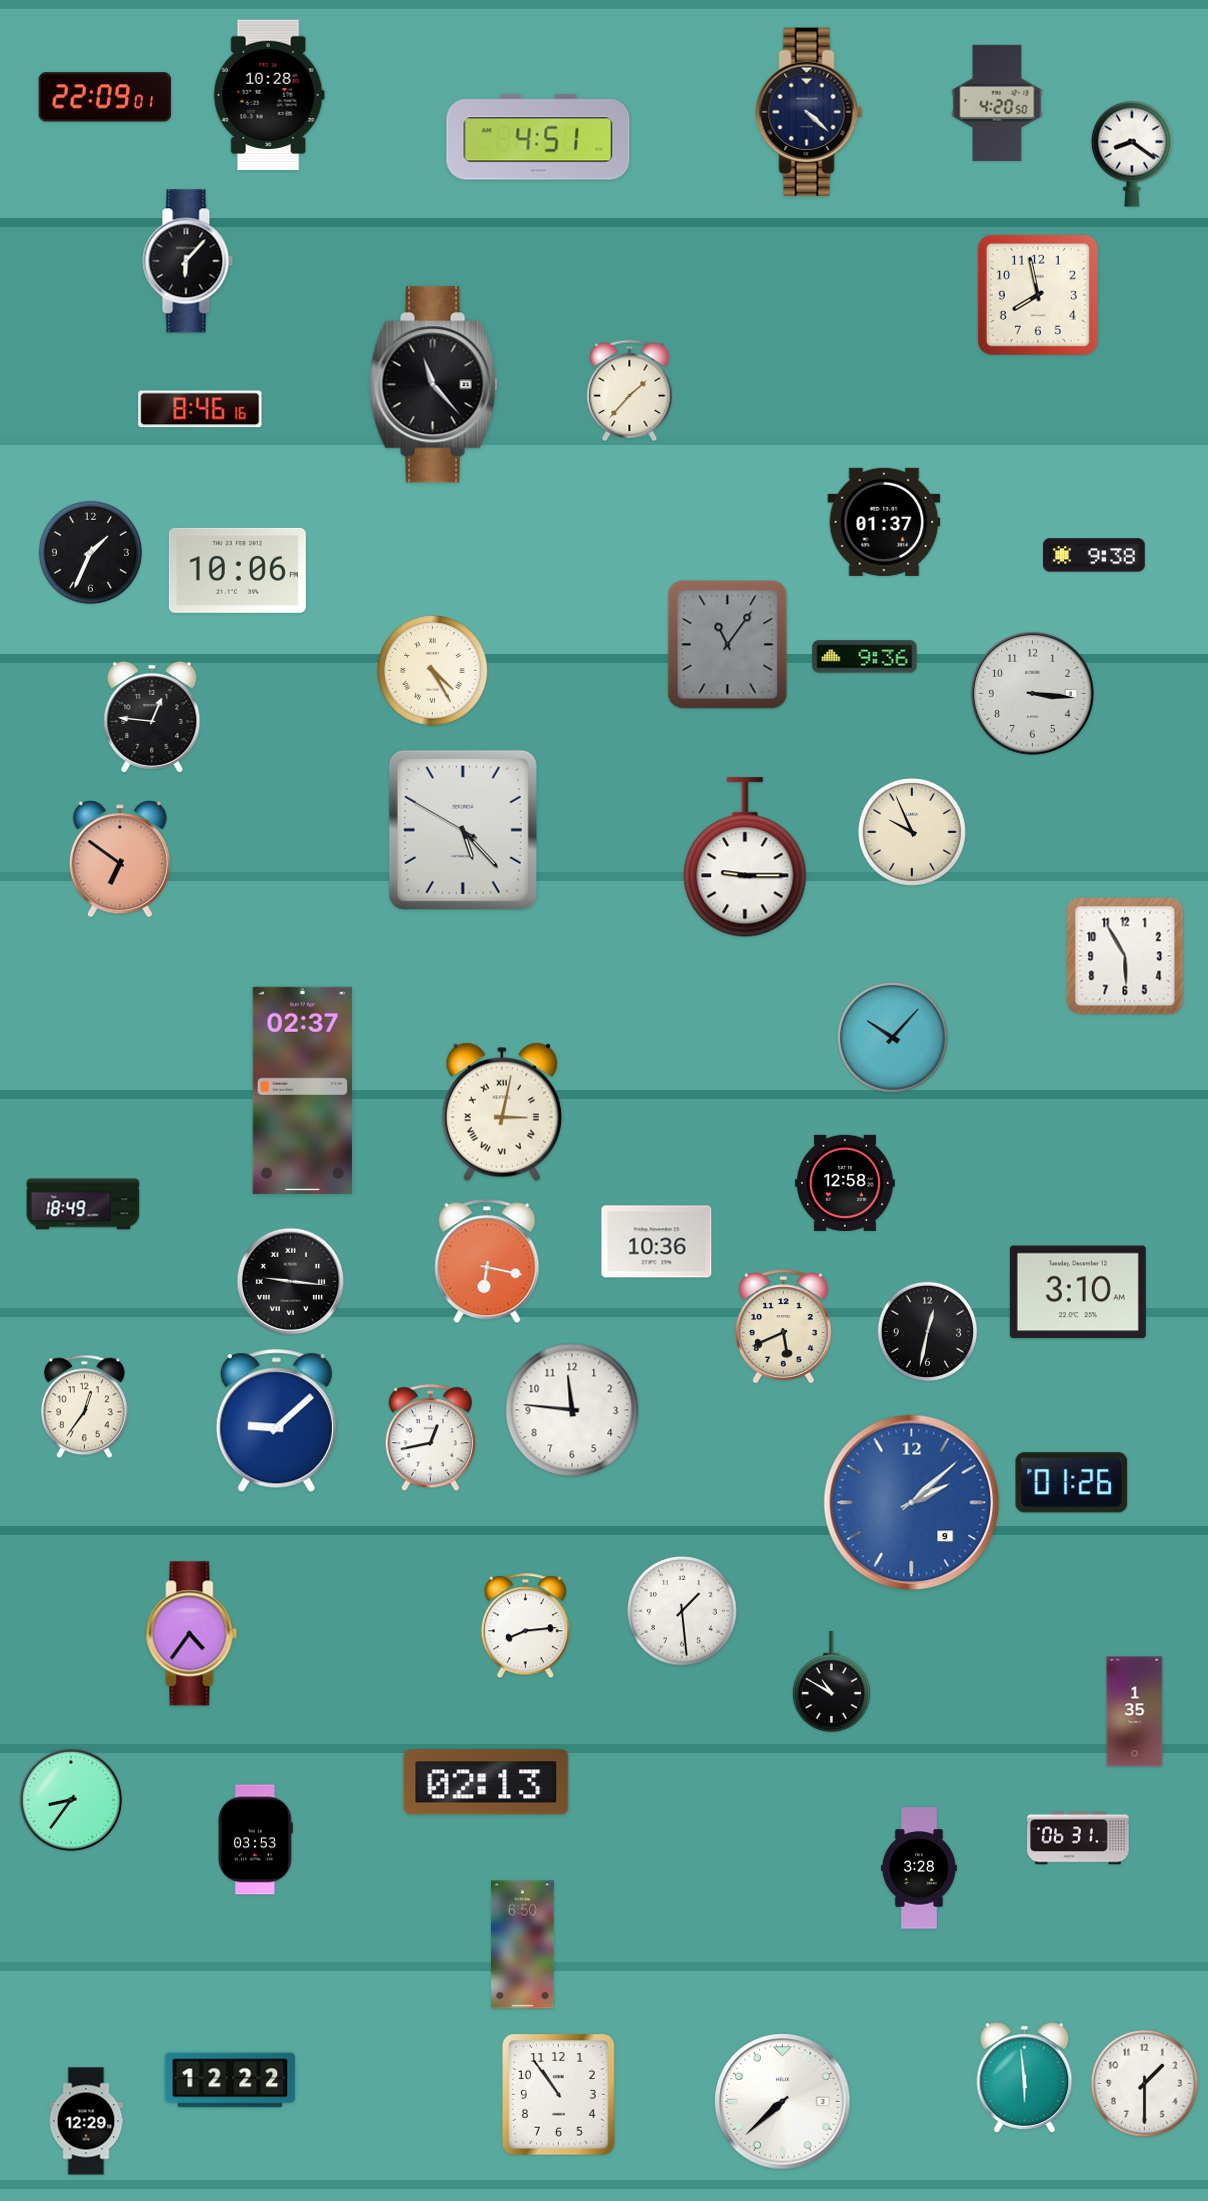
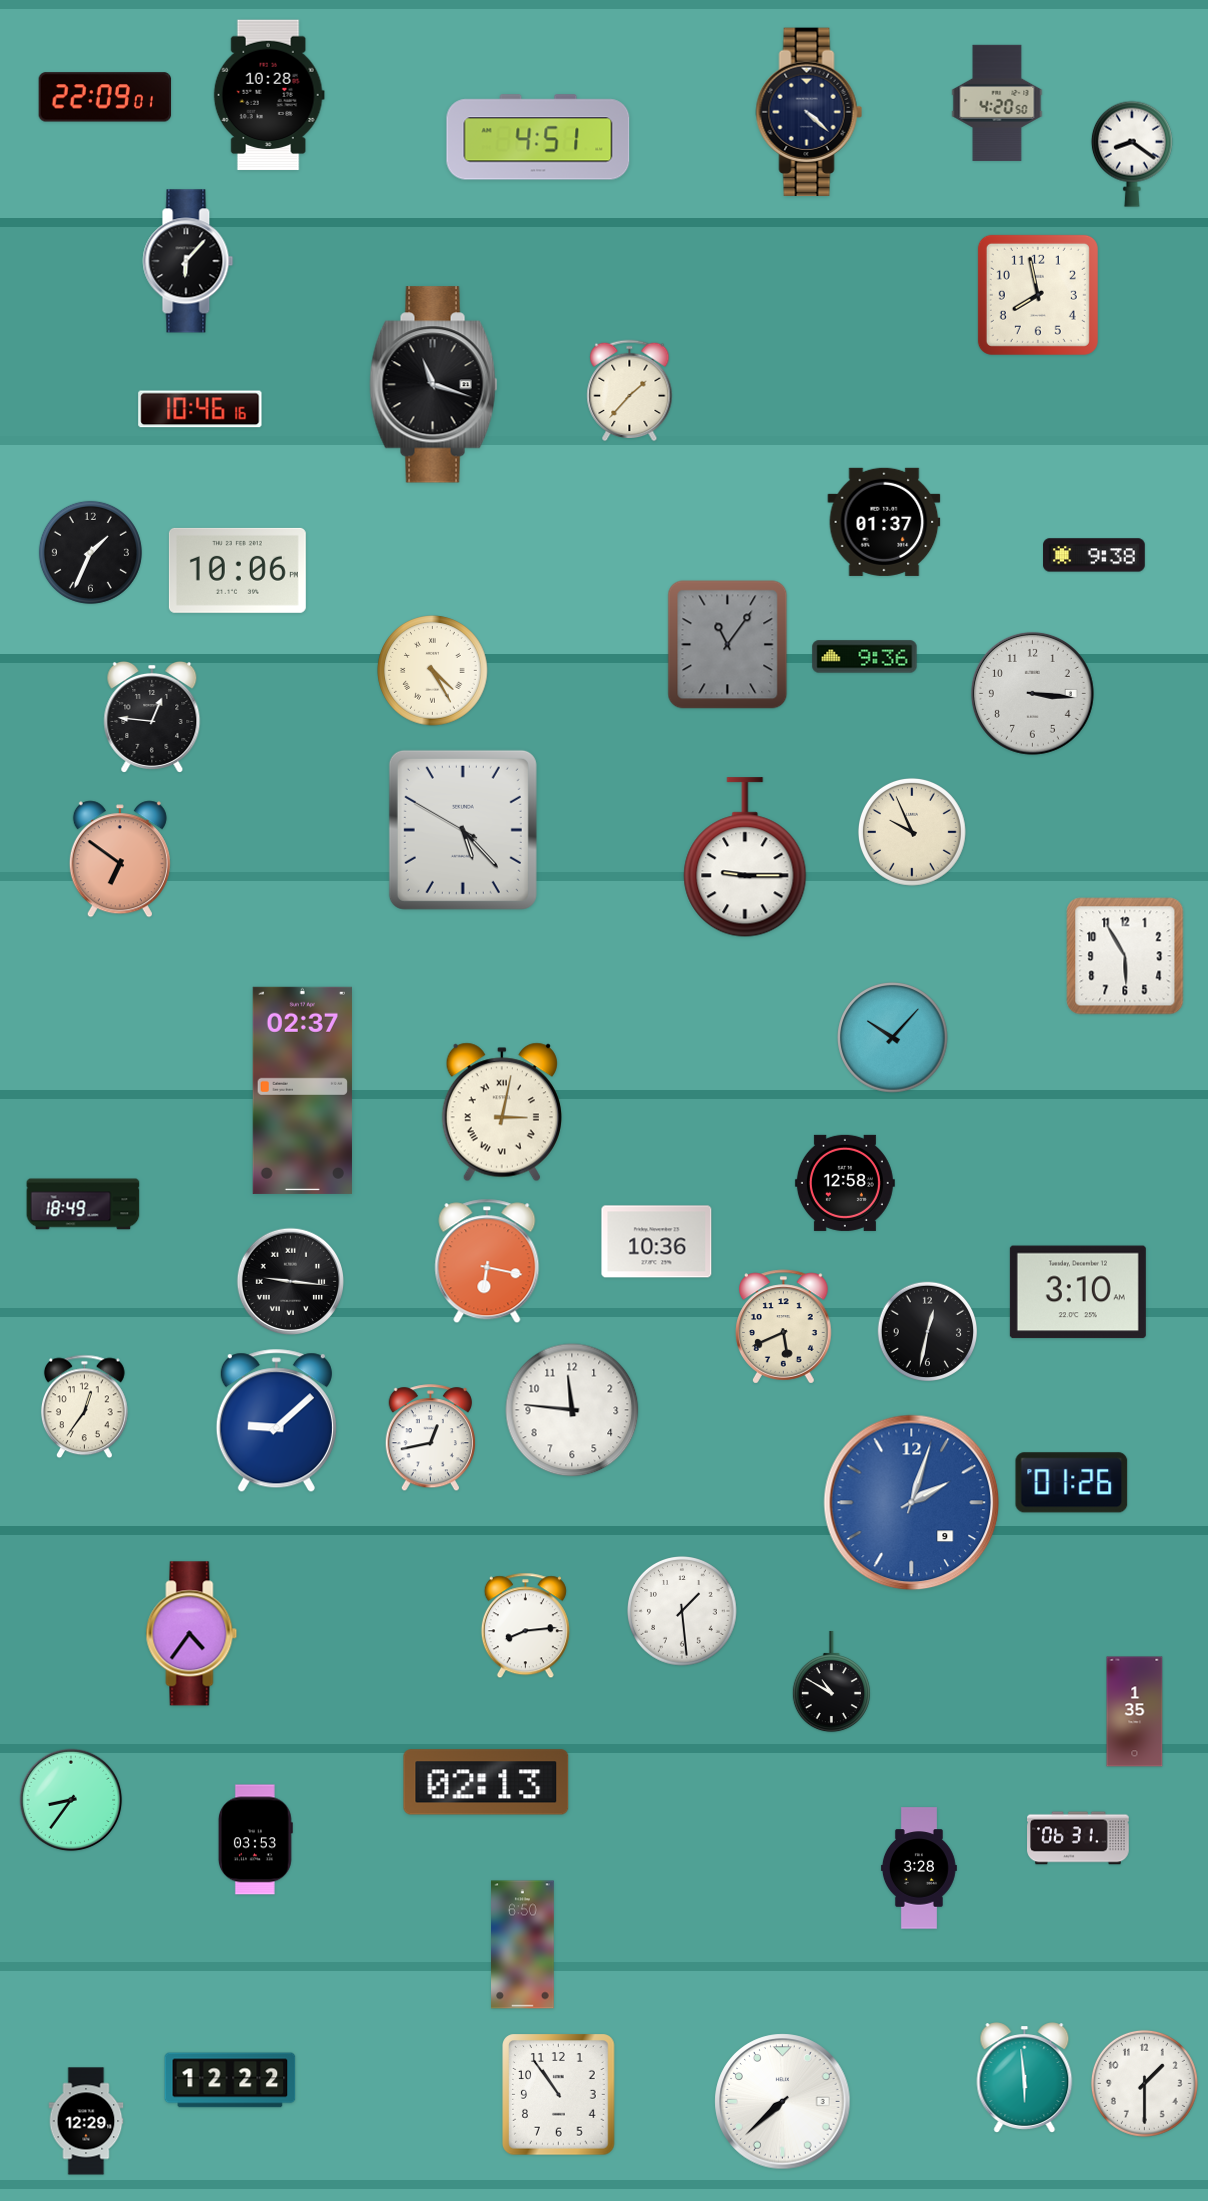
clock at (434, 385): 11:23 -> 11:18
clock at (200, 409): 8:46 -> 10:46
clock at (912, 1503): 2:08 -> 2:03
